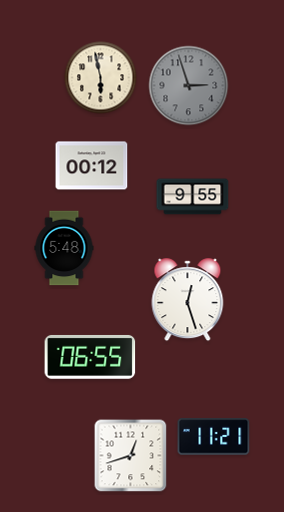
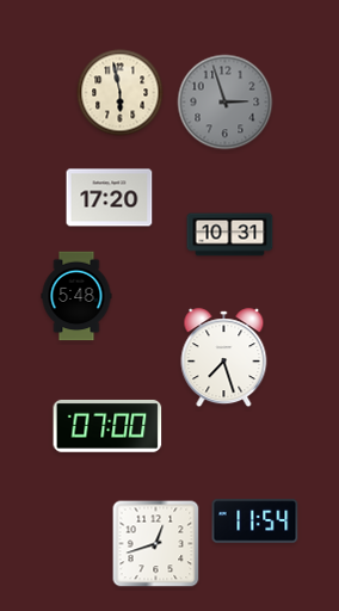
clock at (92, 166): 00:12 -> 17:20
clock at (193, 197): 9:55 -> 10:31
clock at (188, 300): 12:27 -> 7:27
clock at (90, 357): 06:55 -> 07:00
clock at (214, 437): 11:21 -> 11:54
